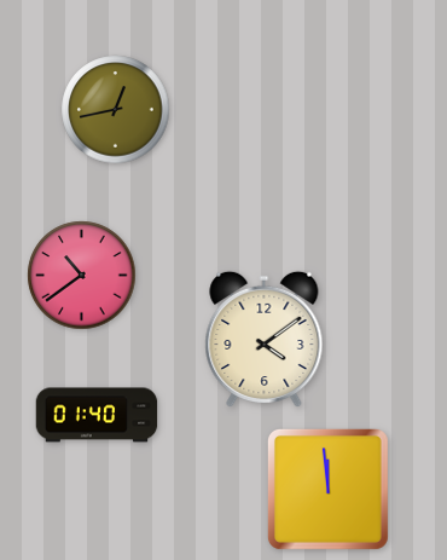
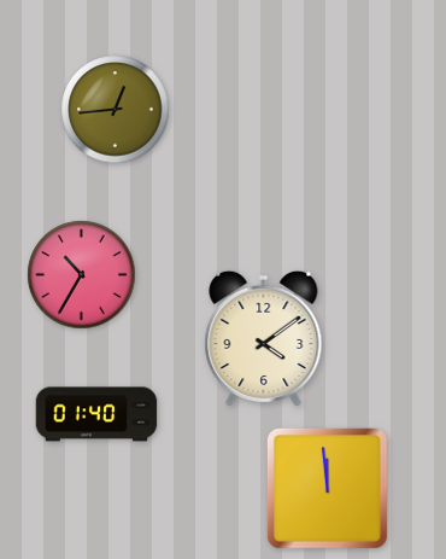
clock at (116, 110): 12:43 -> 12:44
clock at (82, 276): 10:39 -> 10:35
